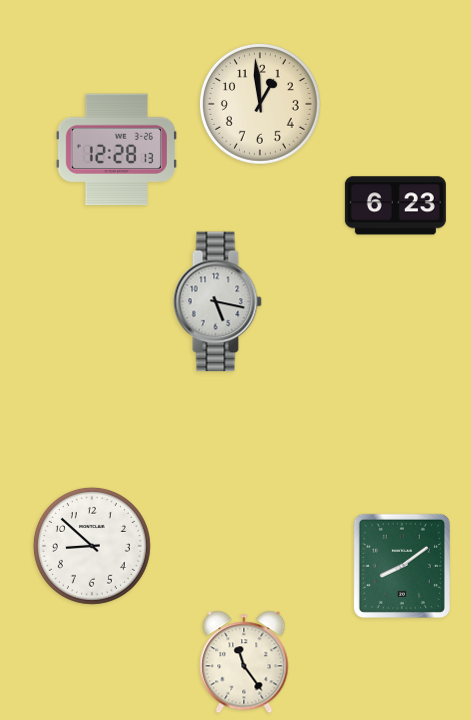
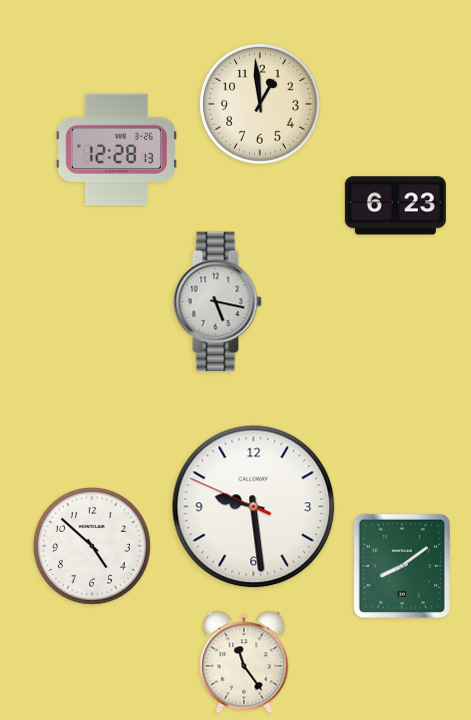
clock at (254, 507): none -> 9:28
clock at (92, 546): 8:52 -> 4:52
